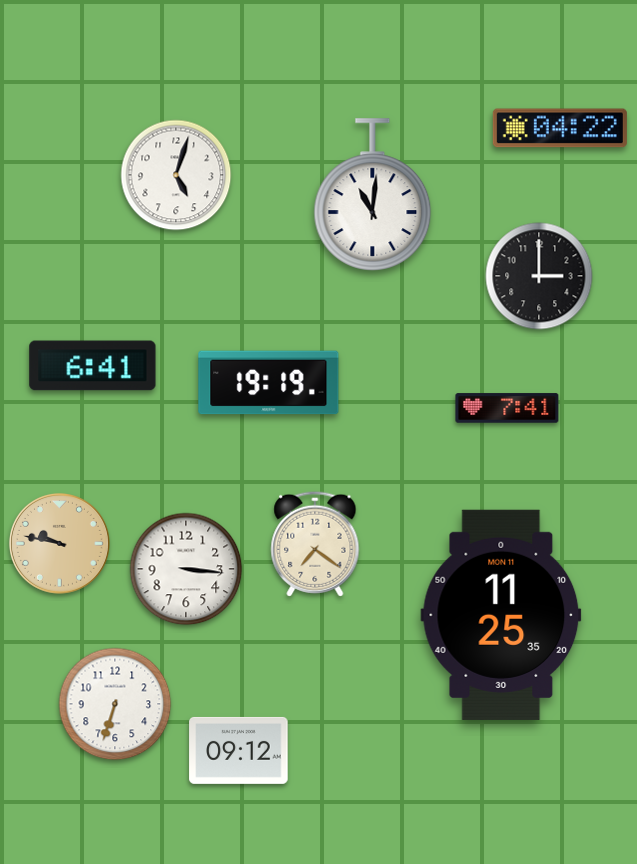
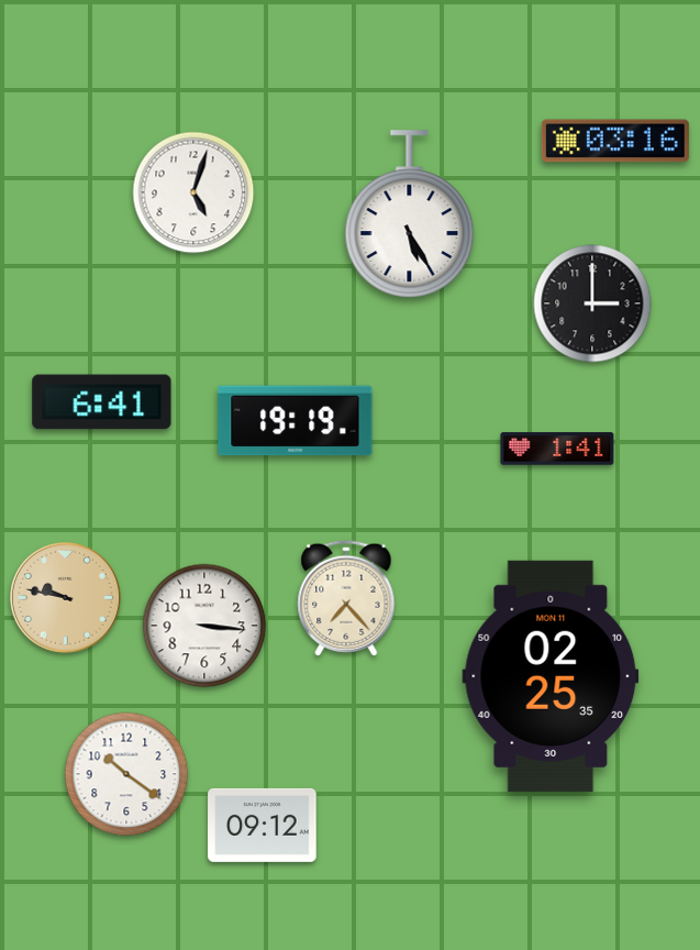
clock at (560, 128): 04:22 -> 03:16
clock at (373, 195): 11:01 -> 5:25
clock at (507, 408): 7:41 -> 1:41
clock at (315, 544): 7:21 -> 7:23
clock at (501, 615): 11:25 -> 02:25
clock at (115, 704): 6:33 -> 10:21
